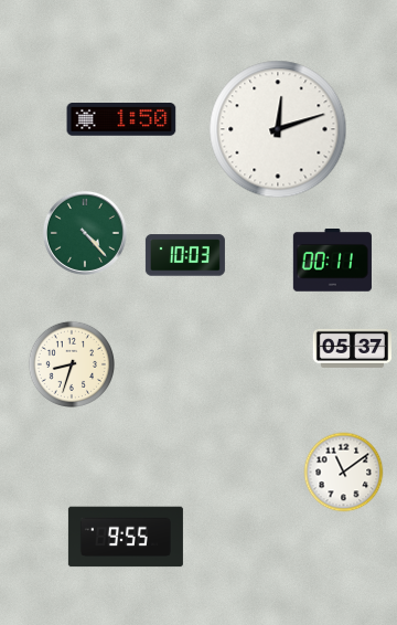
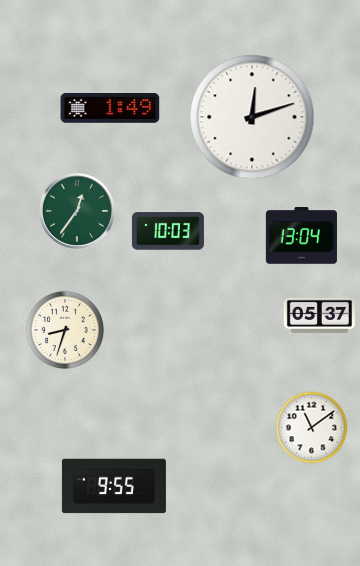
clock at (121, 120): 1:50 -> 1:49
clock at (85, 233): 4:23 -> 12:36
clock at (332, 261): 00:11 -> 13:04
